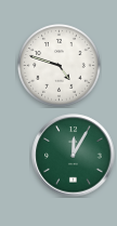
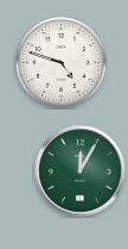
clock at (60, 66) position: (60, 66) -> (62, 63)
